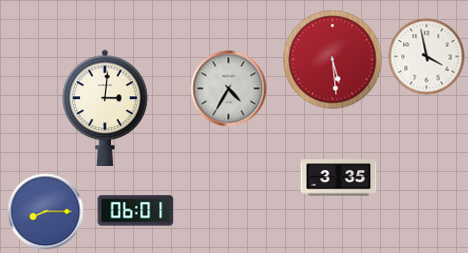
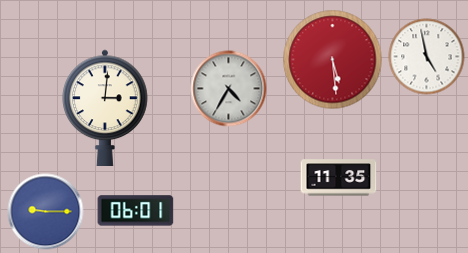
clock at (427, 57): 3:58 -> 4:58
clock at (339, 178): 3:35 -> 11:35
clock at (46, 212): 8:15 -> 9:15
